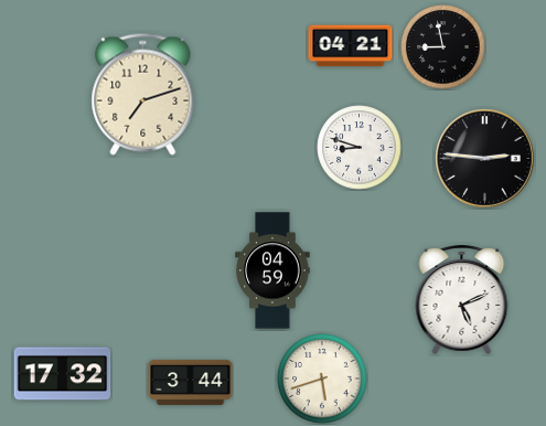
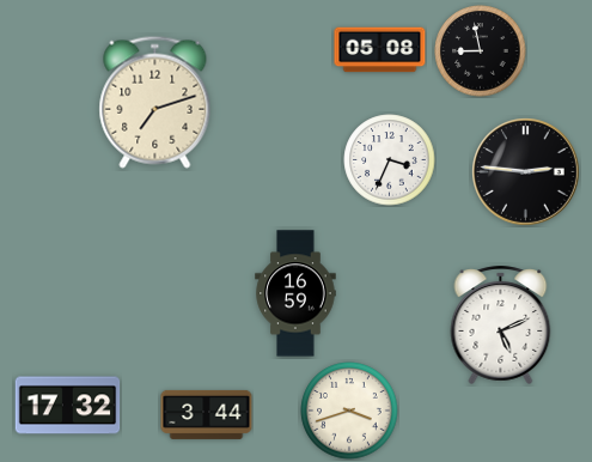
clock at (351, 46): 04:21 -> 05:08
clock at (360, 148): 8:48 -> 3:34
clock at (272, 270): 04:59 -> 16:59
clock at (322, 379): 5:42 -> 3:42
